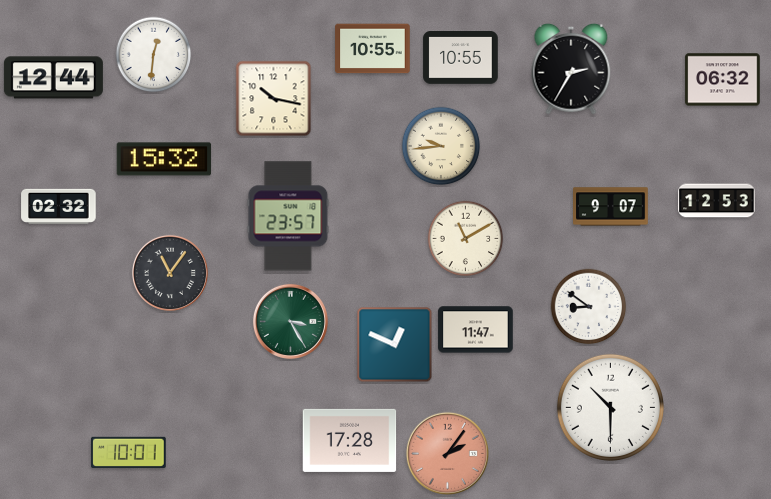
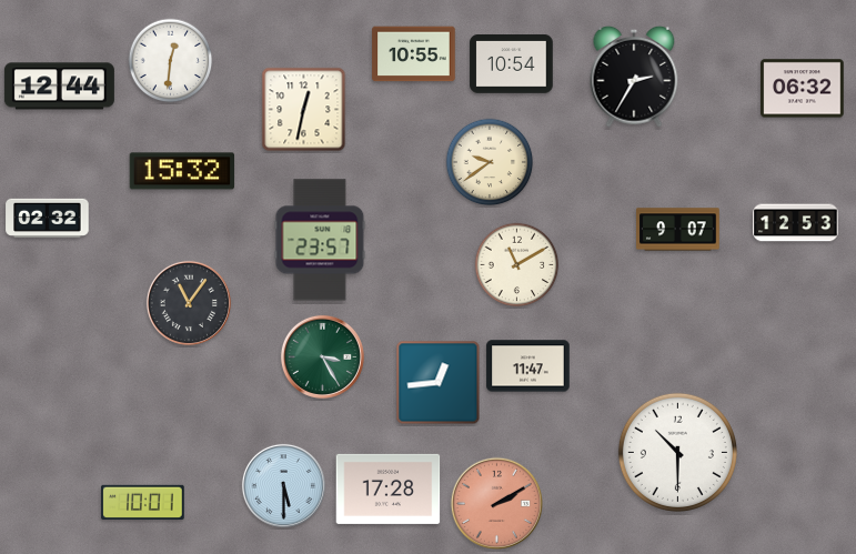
clock at (461, 58): 10:55 -> 10:54
clock at (274, 99): 10:17 -> 12:32
clock at (441, 146): 9:44 -> 9:39
clock at (164, 159) position: (164, 159) -> (182, 171)
clock at (59, 206) position: (59, 206) -> (48, 218)
clock at (589, 307): 8:51 -> none
clock at (395, 345): 12:49 -> 12:44
clock at (283, 485): none -> 5:30
clock at (447, 453): 2:06 -> 2:10
